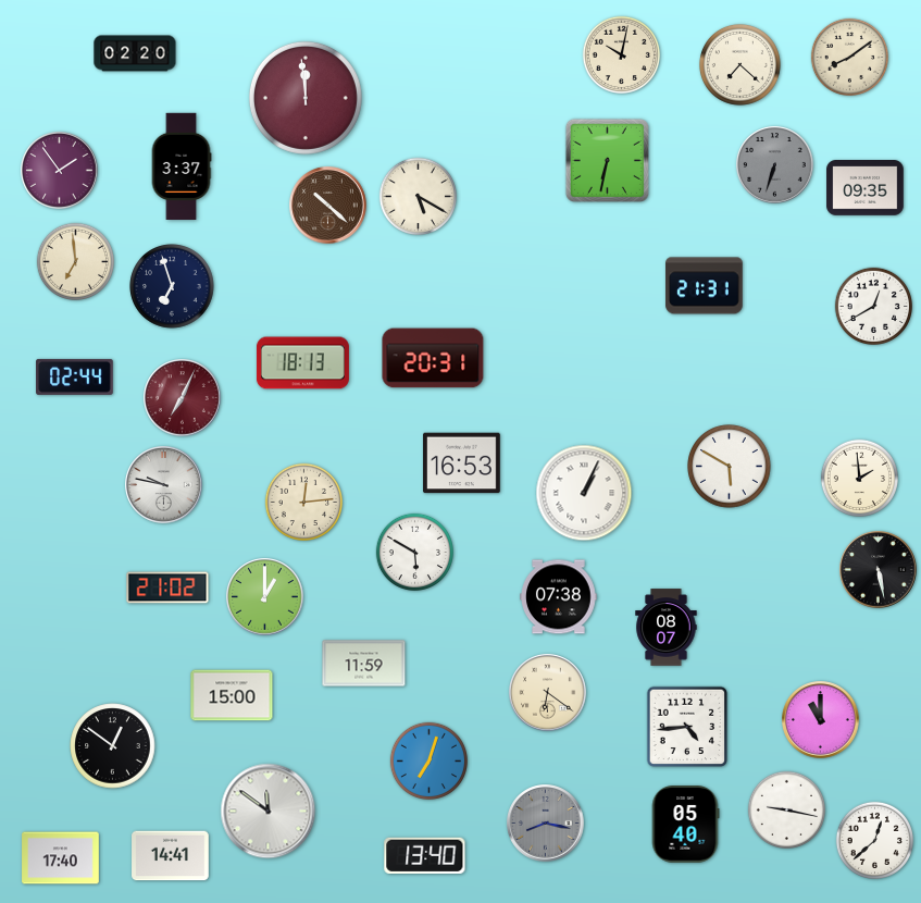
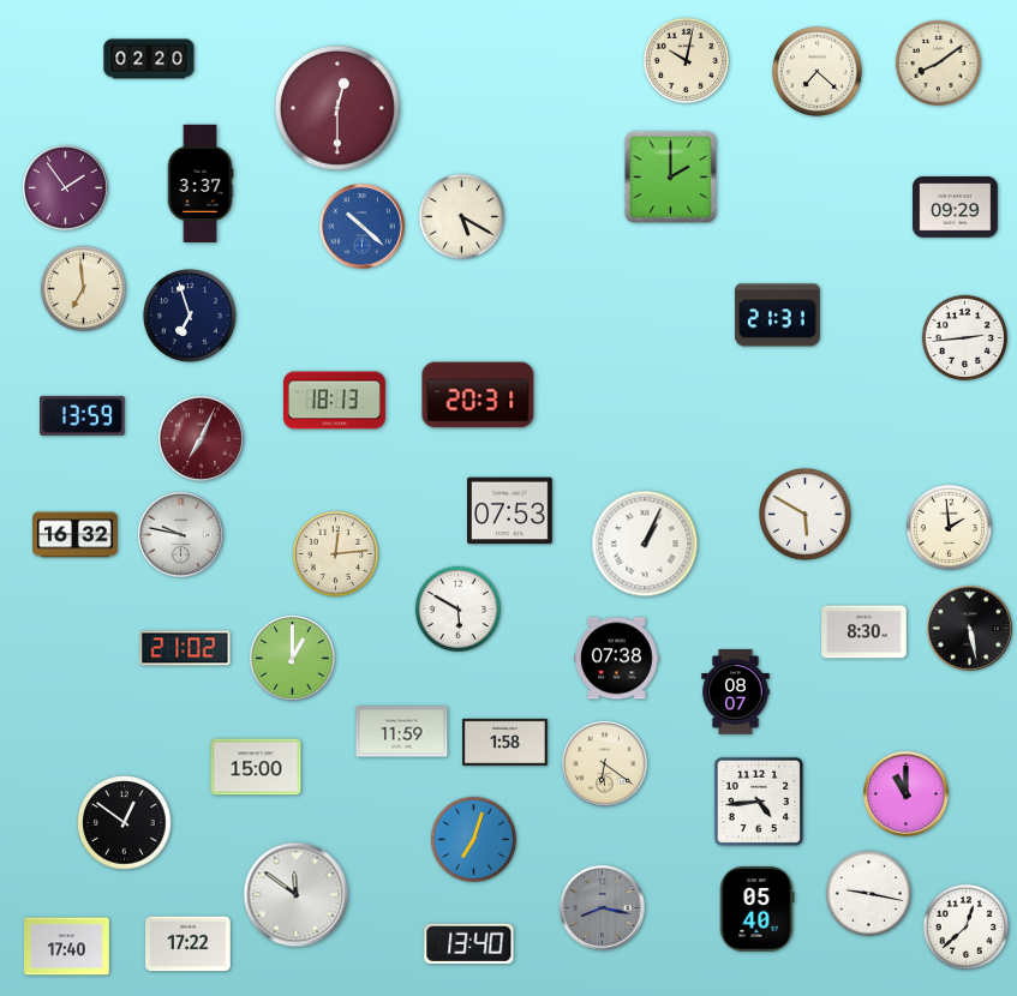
clock at (306, 98): 11:59 -> 12:30
clock at (607, 160): 6:32 -> 2:00
clock at (775, 165): 6:33 -> none
clock at (866, 188): 09:35 -> 09:29
clock at (328, 206) dial: brown -> blue
clock at (873, 306): 12:40 -> 2:44
clock at (75, 376): 02:44 -> 13:59
clock at (462, 463): 16:53 -> 07:53
clock at (76, 535): none -> 16:32
clock at (865, 632): none -> 8:30
clock at (505, 742): none -> 1:58
clock at (171, 856): 14:41 -> 17:22
